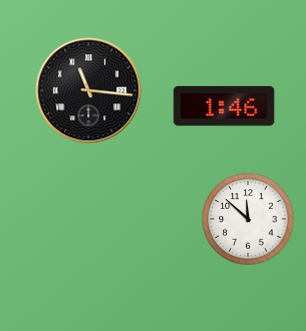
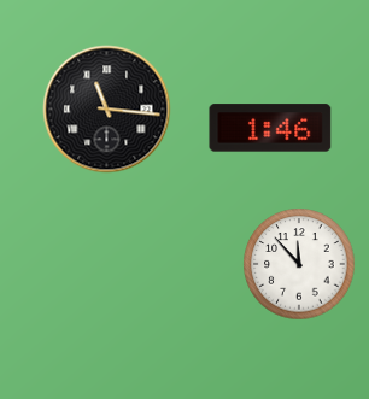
clock at (248, 219): 11:52 -> 11:53
